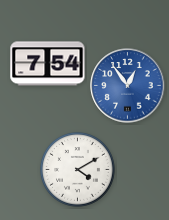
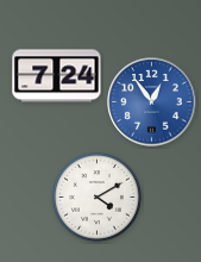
clock at (48, 64): 7:54 -> 7:24
clock at (78, 170) position: (78, 170) -> (98, 198)
